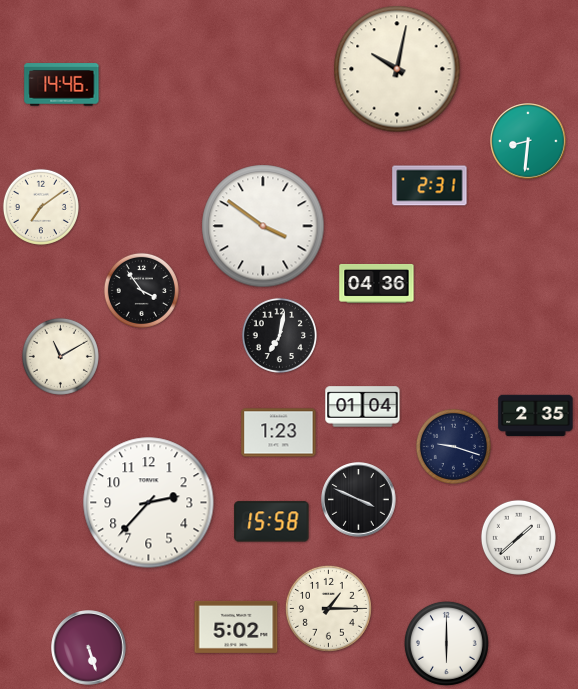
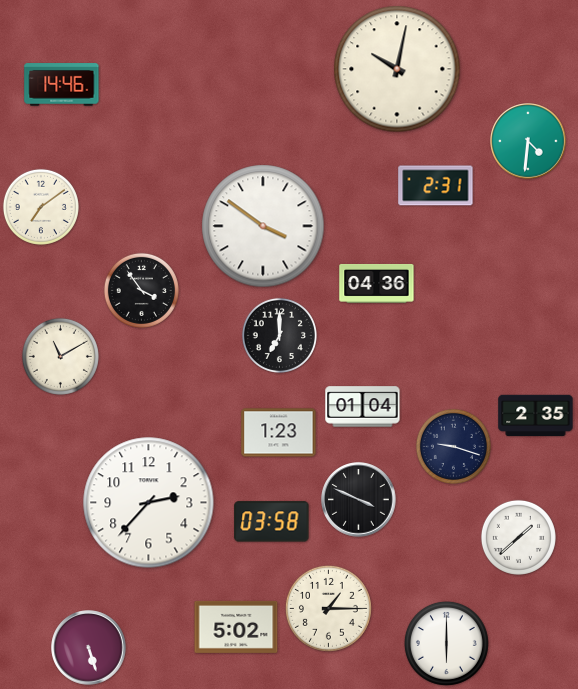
clock at (528, 141): 8:31 -> 4:31
clock at (430, 186) position: (430, 186) -> (436, 186)
clock at (279, 335): 7:02 -> 7:00
clock at (272, 522): 15:58 -> 03:58
